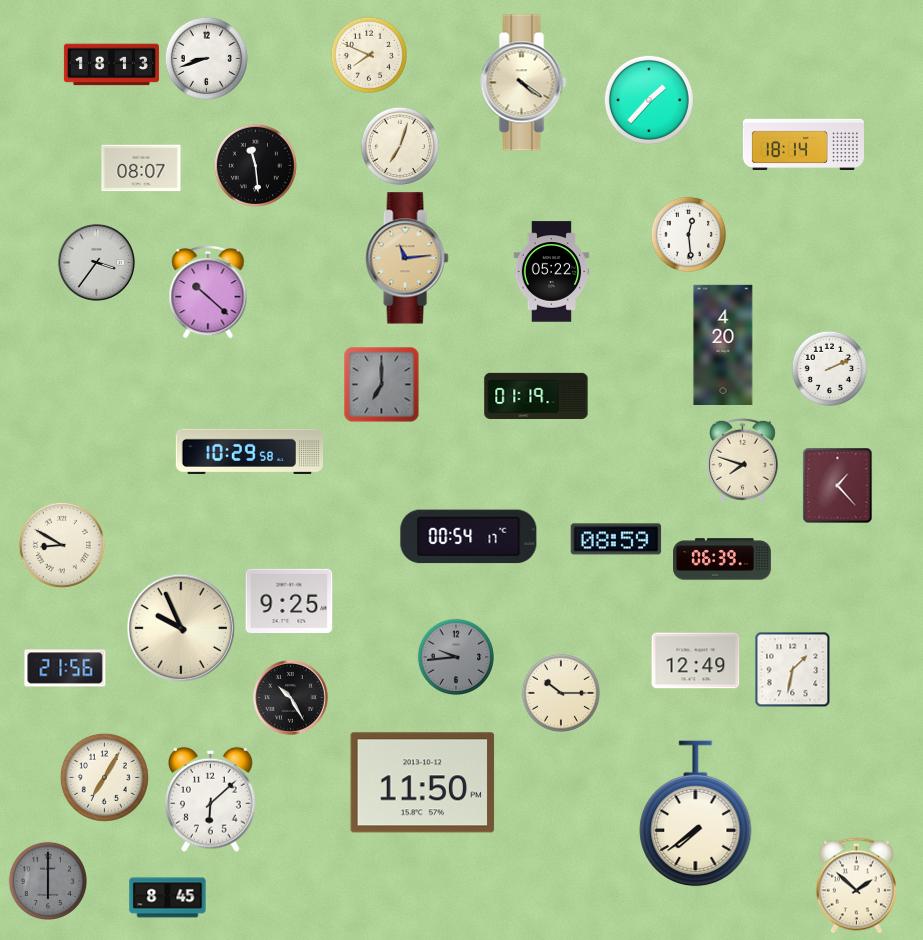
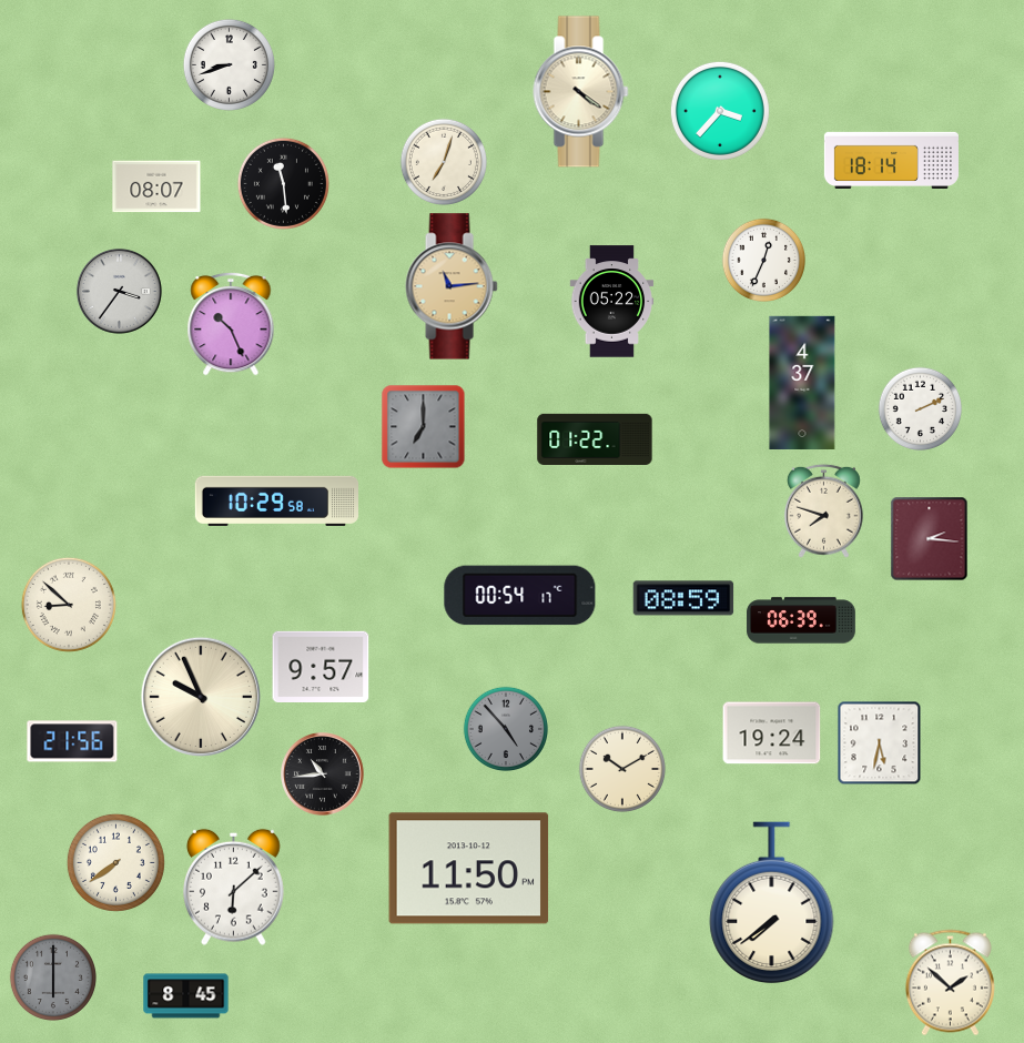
clock at (368, 54): 7:49 -> none
clock at (111, 65): 18:13 -> none
clock at (649, 100): 1:37 -> 3:37
clock at (688, 234): 12:29 -> 12:34
clock at (97, 263) position: (97, 263) -> (120, 292)
clock at (208, 292): 10:22 -> 10:26
clock at (723, 344): 4:20 -> 4:37
clock at (536, 396): 01:19 -> 01:22
clock at (838, 486): 1:23 -> 2:16
clock at (62, 545): 8:50 -> 8:52
clock at (289, 600): 9:25 -> 9:57
clock at (455, 656): 9:44 -> 4:53
clock at (696, 661): 12:49 -> 19:24
clock at (793, 670): 1:32 -> 5:32
clock at (561, 693): 10:15 -> 10:10
clock at (291, 698): 10:25 -> 10:44
clock at (104, 777): 7:05 -> 7:39
